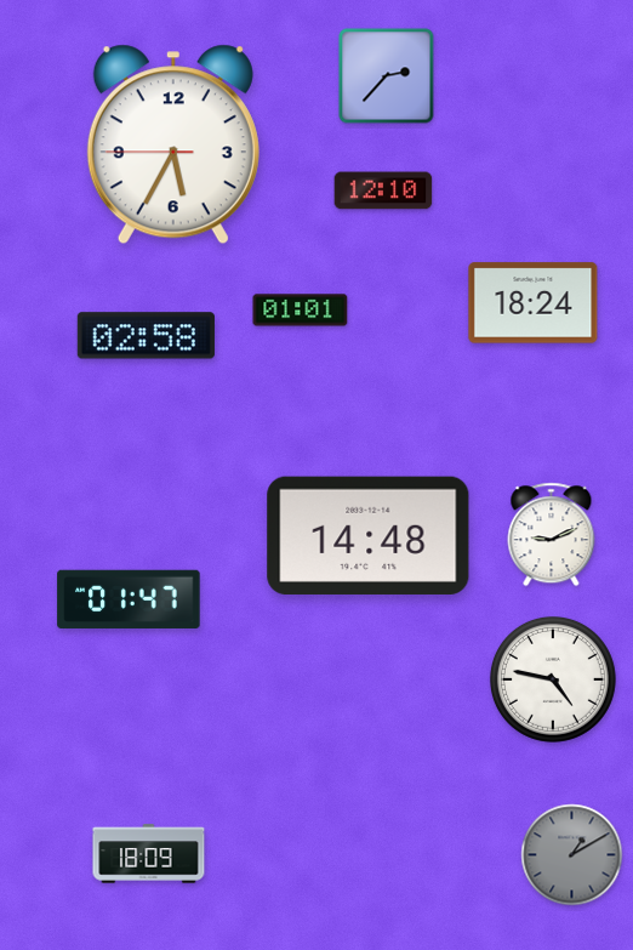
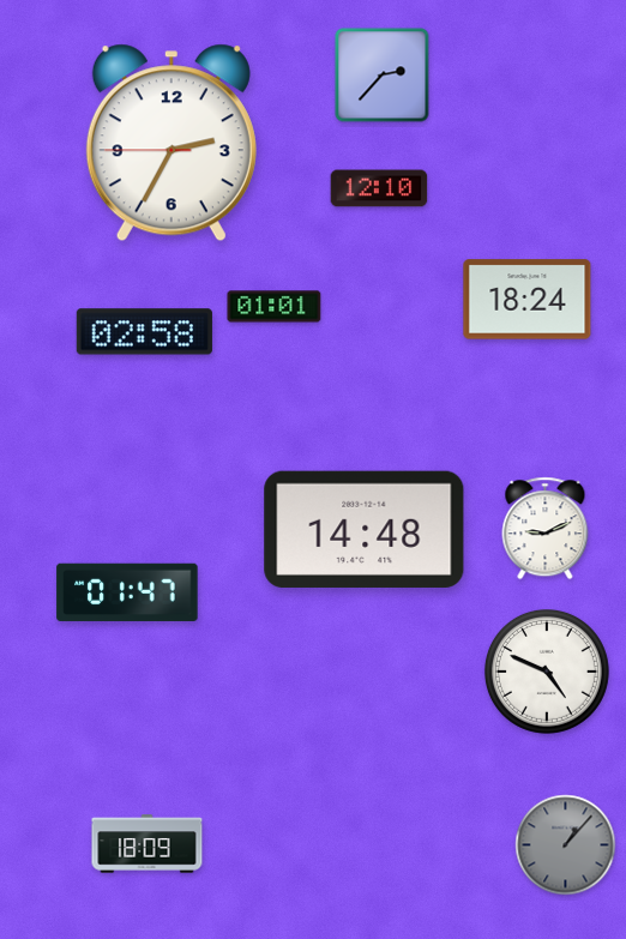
clock at (173, 144): 5:34 -> 2:34
clock at (301, 311) position: (301, 311) -> (275, 307)
clock at (553, 679): 4:47 -> 4:49
clock at (572, 855): 1:10 -> 1:07
